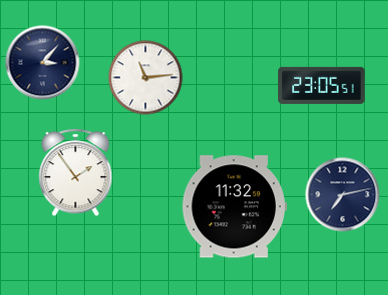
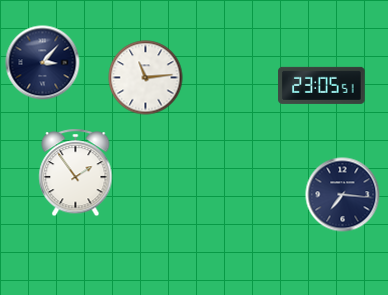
clock at (343, 195): 7:13 -> 7:16
clock at (234, 207): 11:32 -> none
